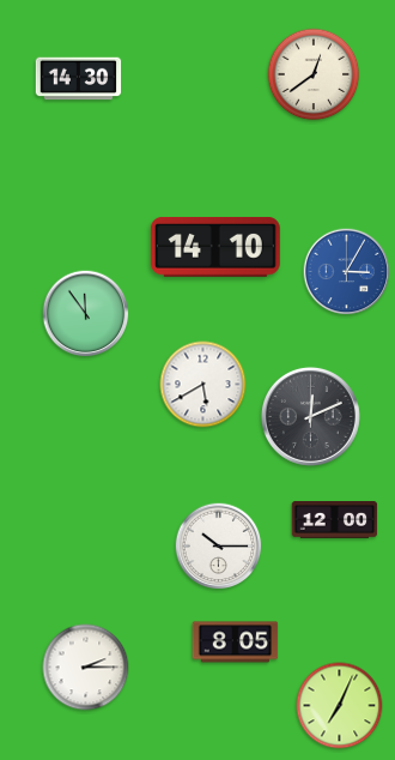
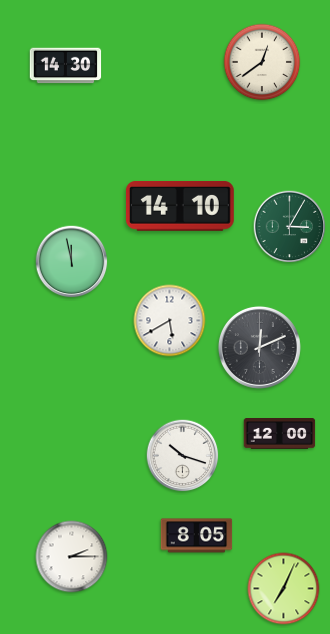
clock at (347, 272) dial: blue -> green
clock at (86, 314): 11:54 -> 11:58
clock at (219, 547): 10:15 -> 10:18
